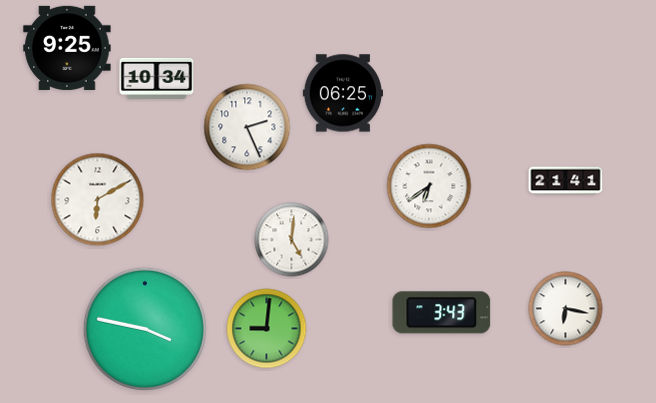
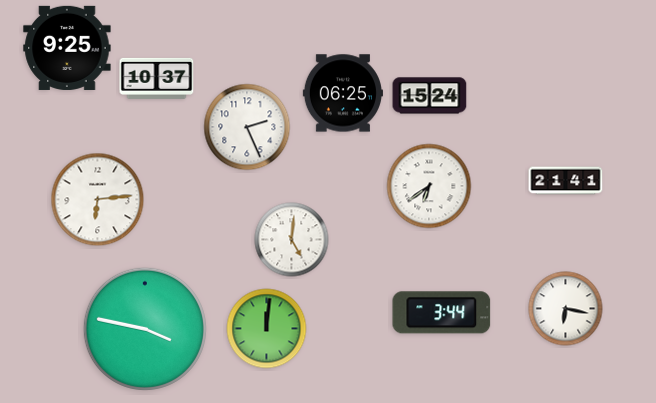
clock at (157, 78): 10:34 -> 10:37
clock at (430, 96): none -> 15:24
clock at (98, 200): 6:10 -> 6:14
clock at (442, 313): 3:43 -> 3:44
clock at (267, 329): 9:01 -> 12:01
